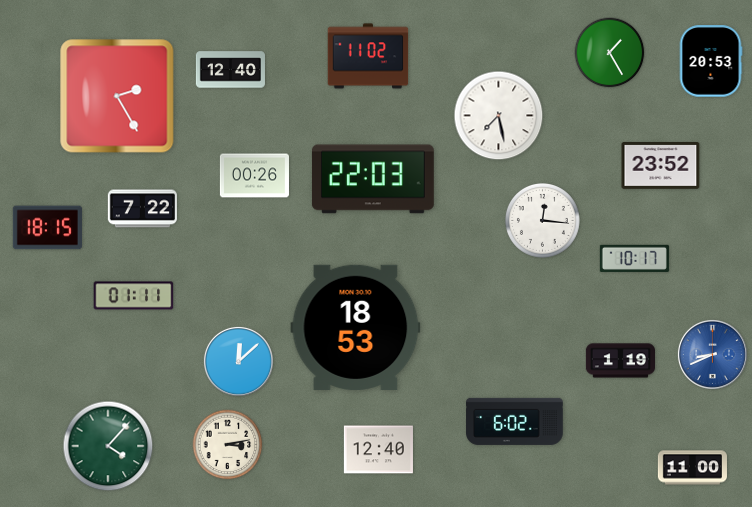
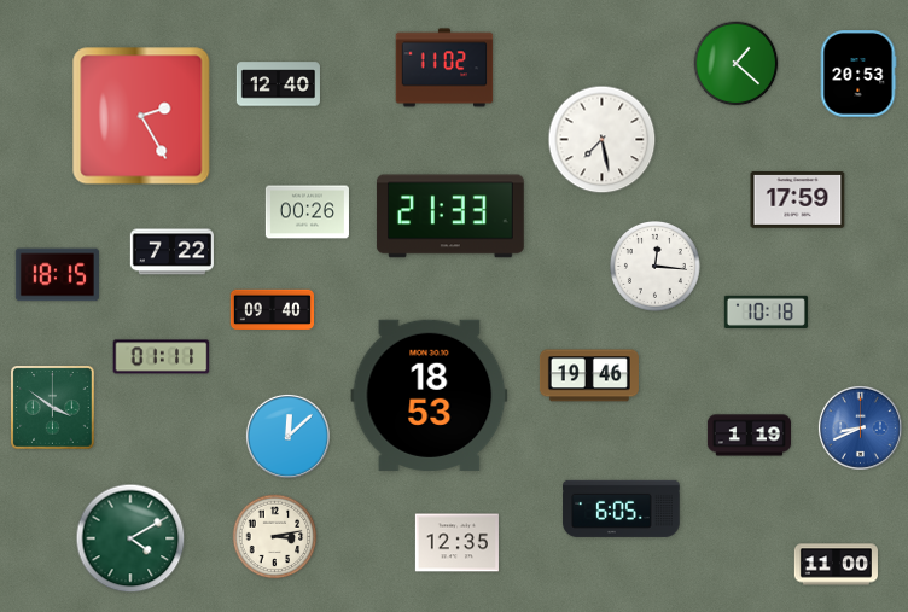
clock at (610, 53): 1:25 -> 1:22
clock at (661, 166): 23:52 -> 17:59
clock at (373, 179): 22:03 -> 21:33
clock at (272, 310): none -> 09:40
clock at (634, 258): 10:17 -> 10:18
clock at (589, 375): none -> 19:46
clock at (53, 408): none -> 3:51
clock at (515, 421): 6:02 -> 6:05
clock at (108, 446): 4:07 -> 4:10
clock at (378, 450): 12:40 -> 12:35
